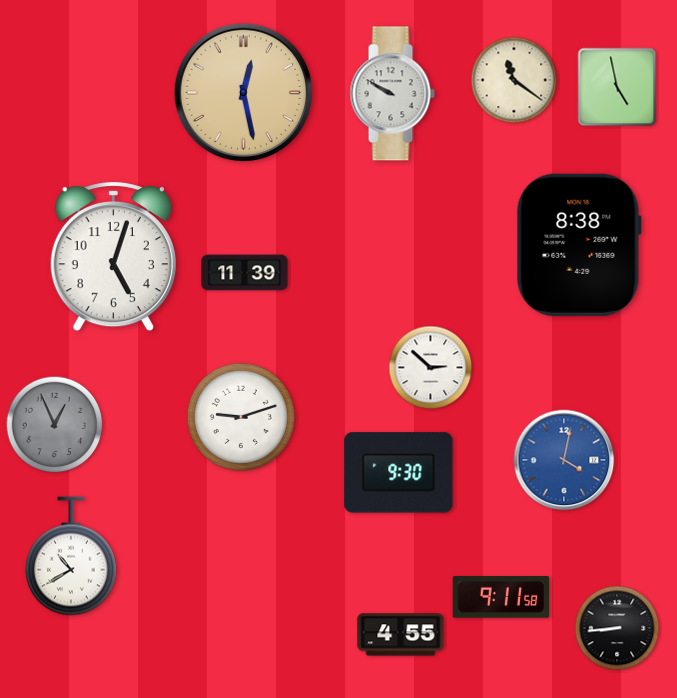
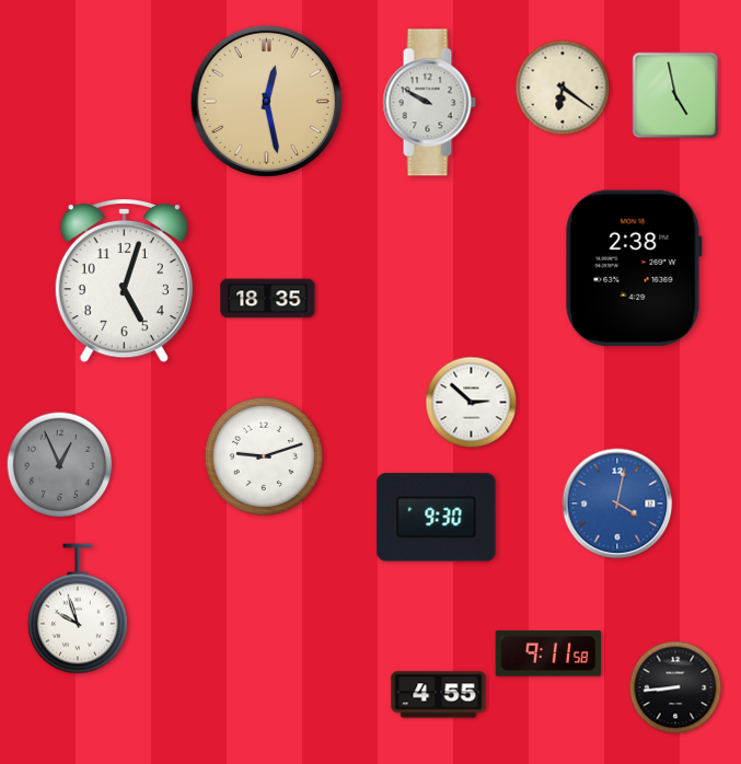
clock at (514, 80): 11:21 -> 6:21
clock at (579, 245): 8:38 -> 2:38
clock at (245, 273): 11:39 -> 18:35
clock at (71, 556): 10:40 -> 9:57
